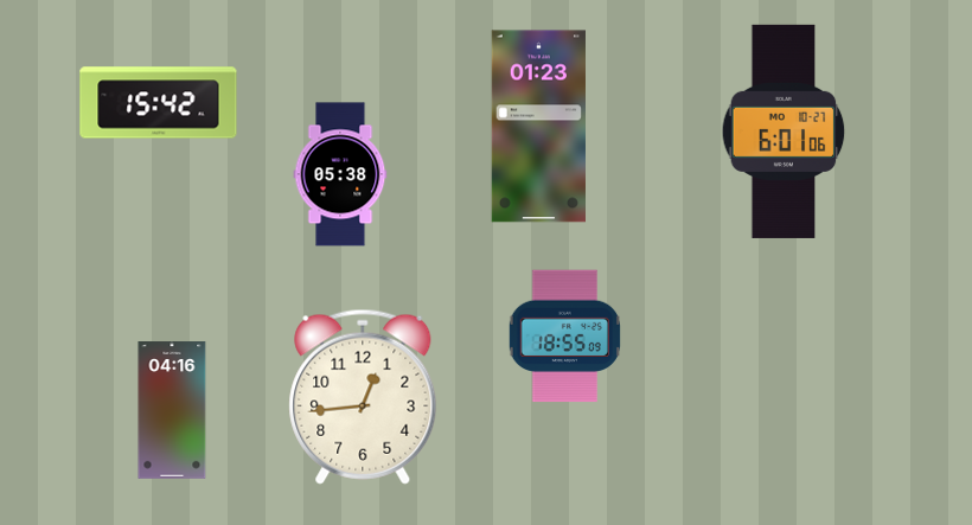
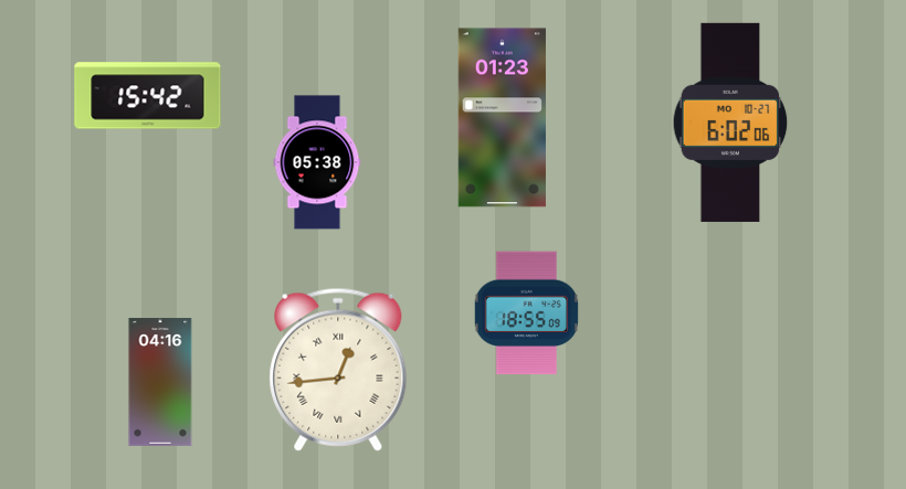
clock at (784, 132): 6:01 -> 6:02
clock at (363, 397) numerals: Arabic -> Roman
